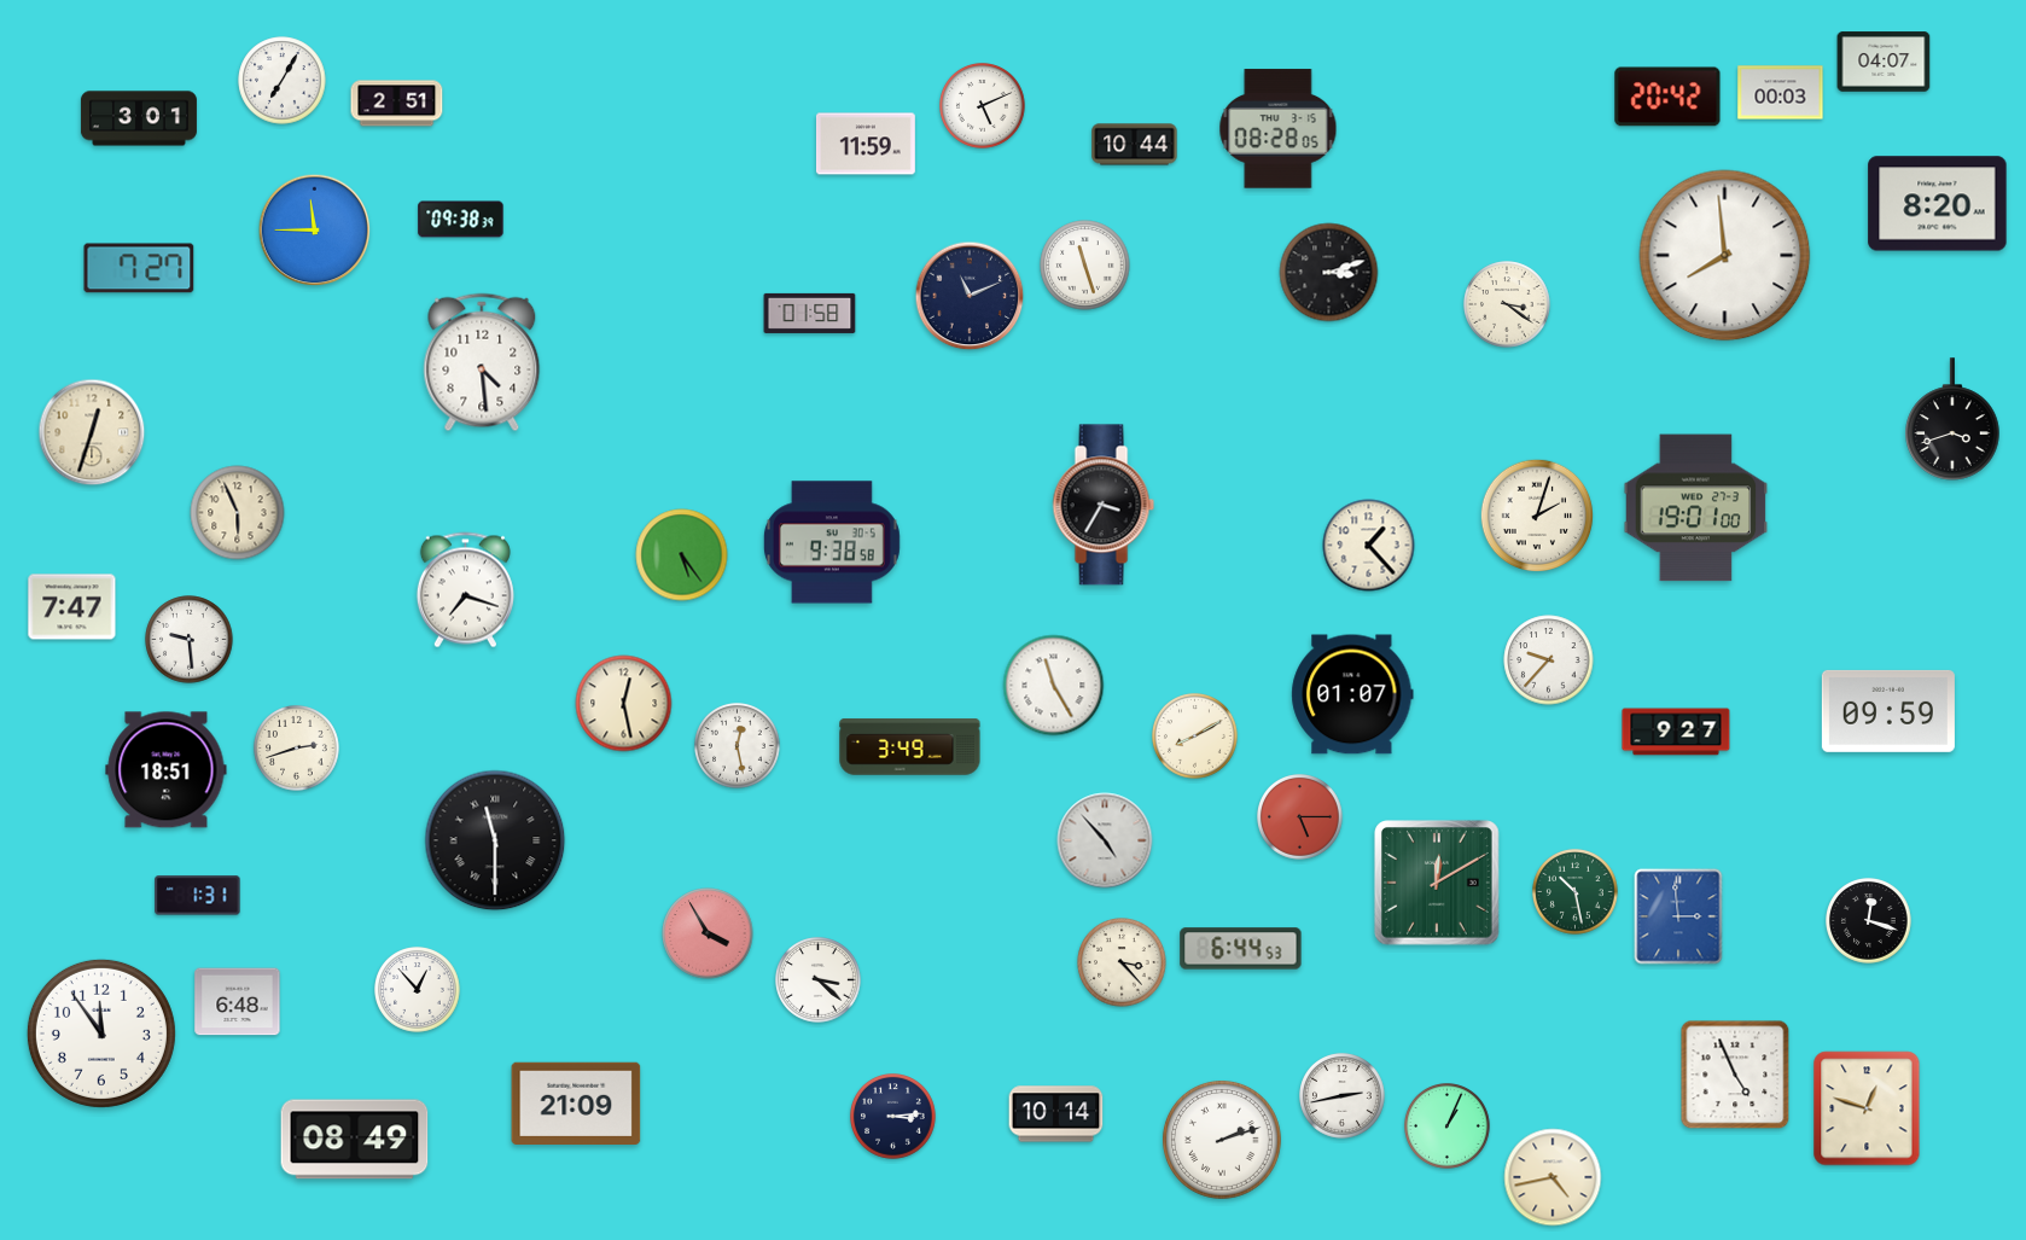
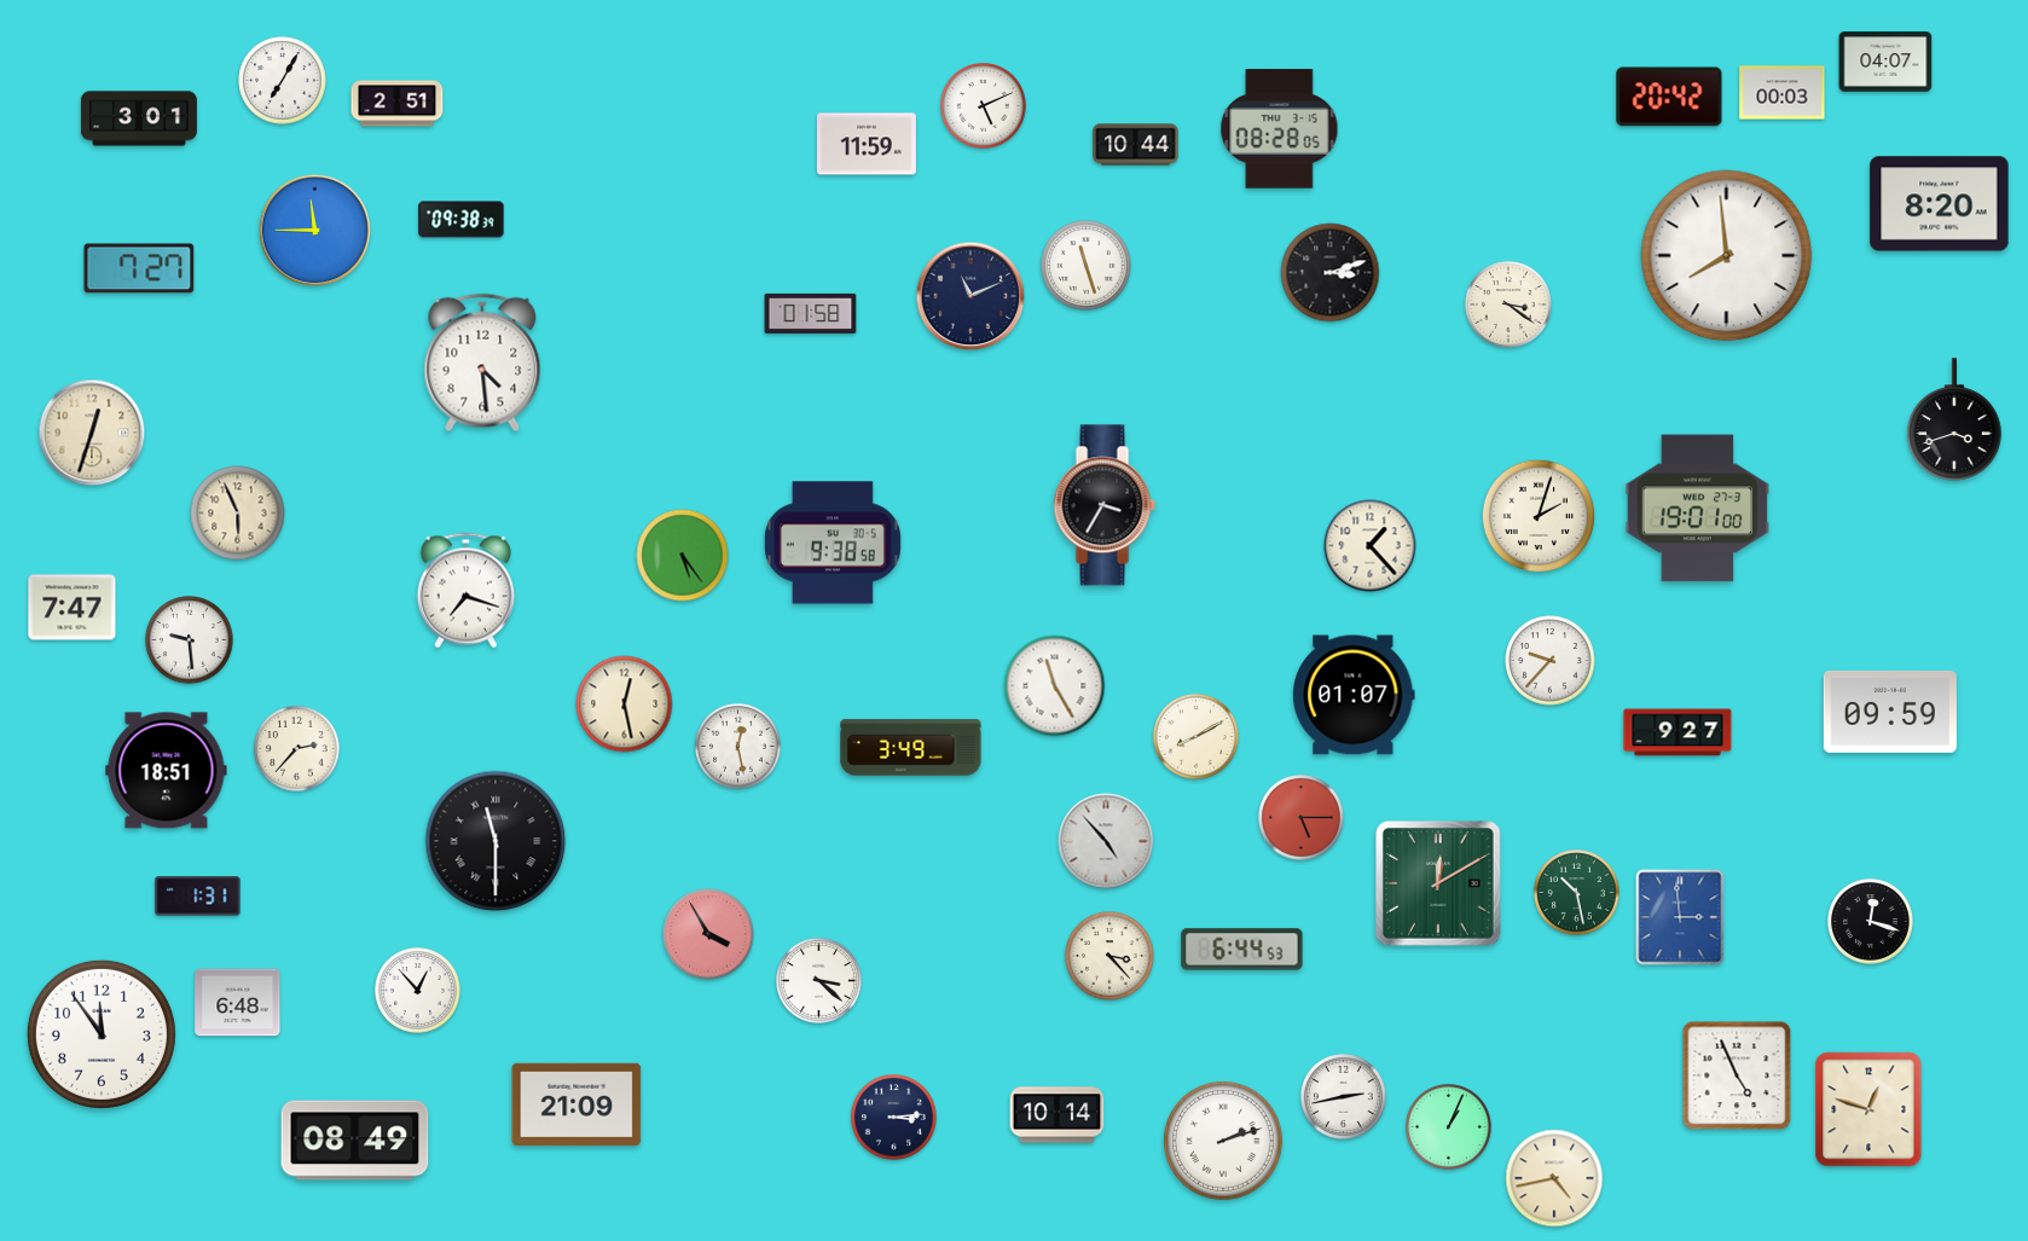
clock at (297, 749): 2:42 -> 2:37
clock at (1122, 962) position: (1122, 962) -> (1109, 956)
